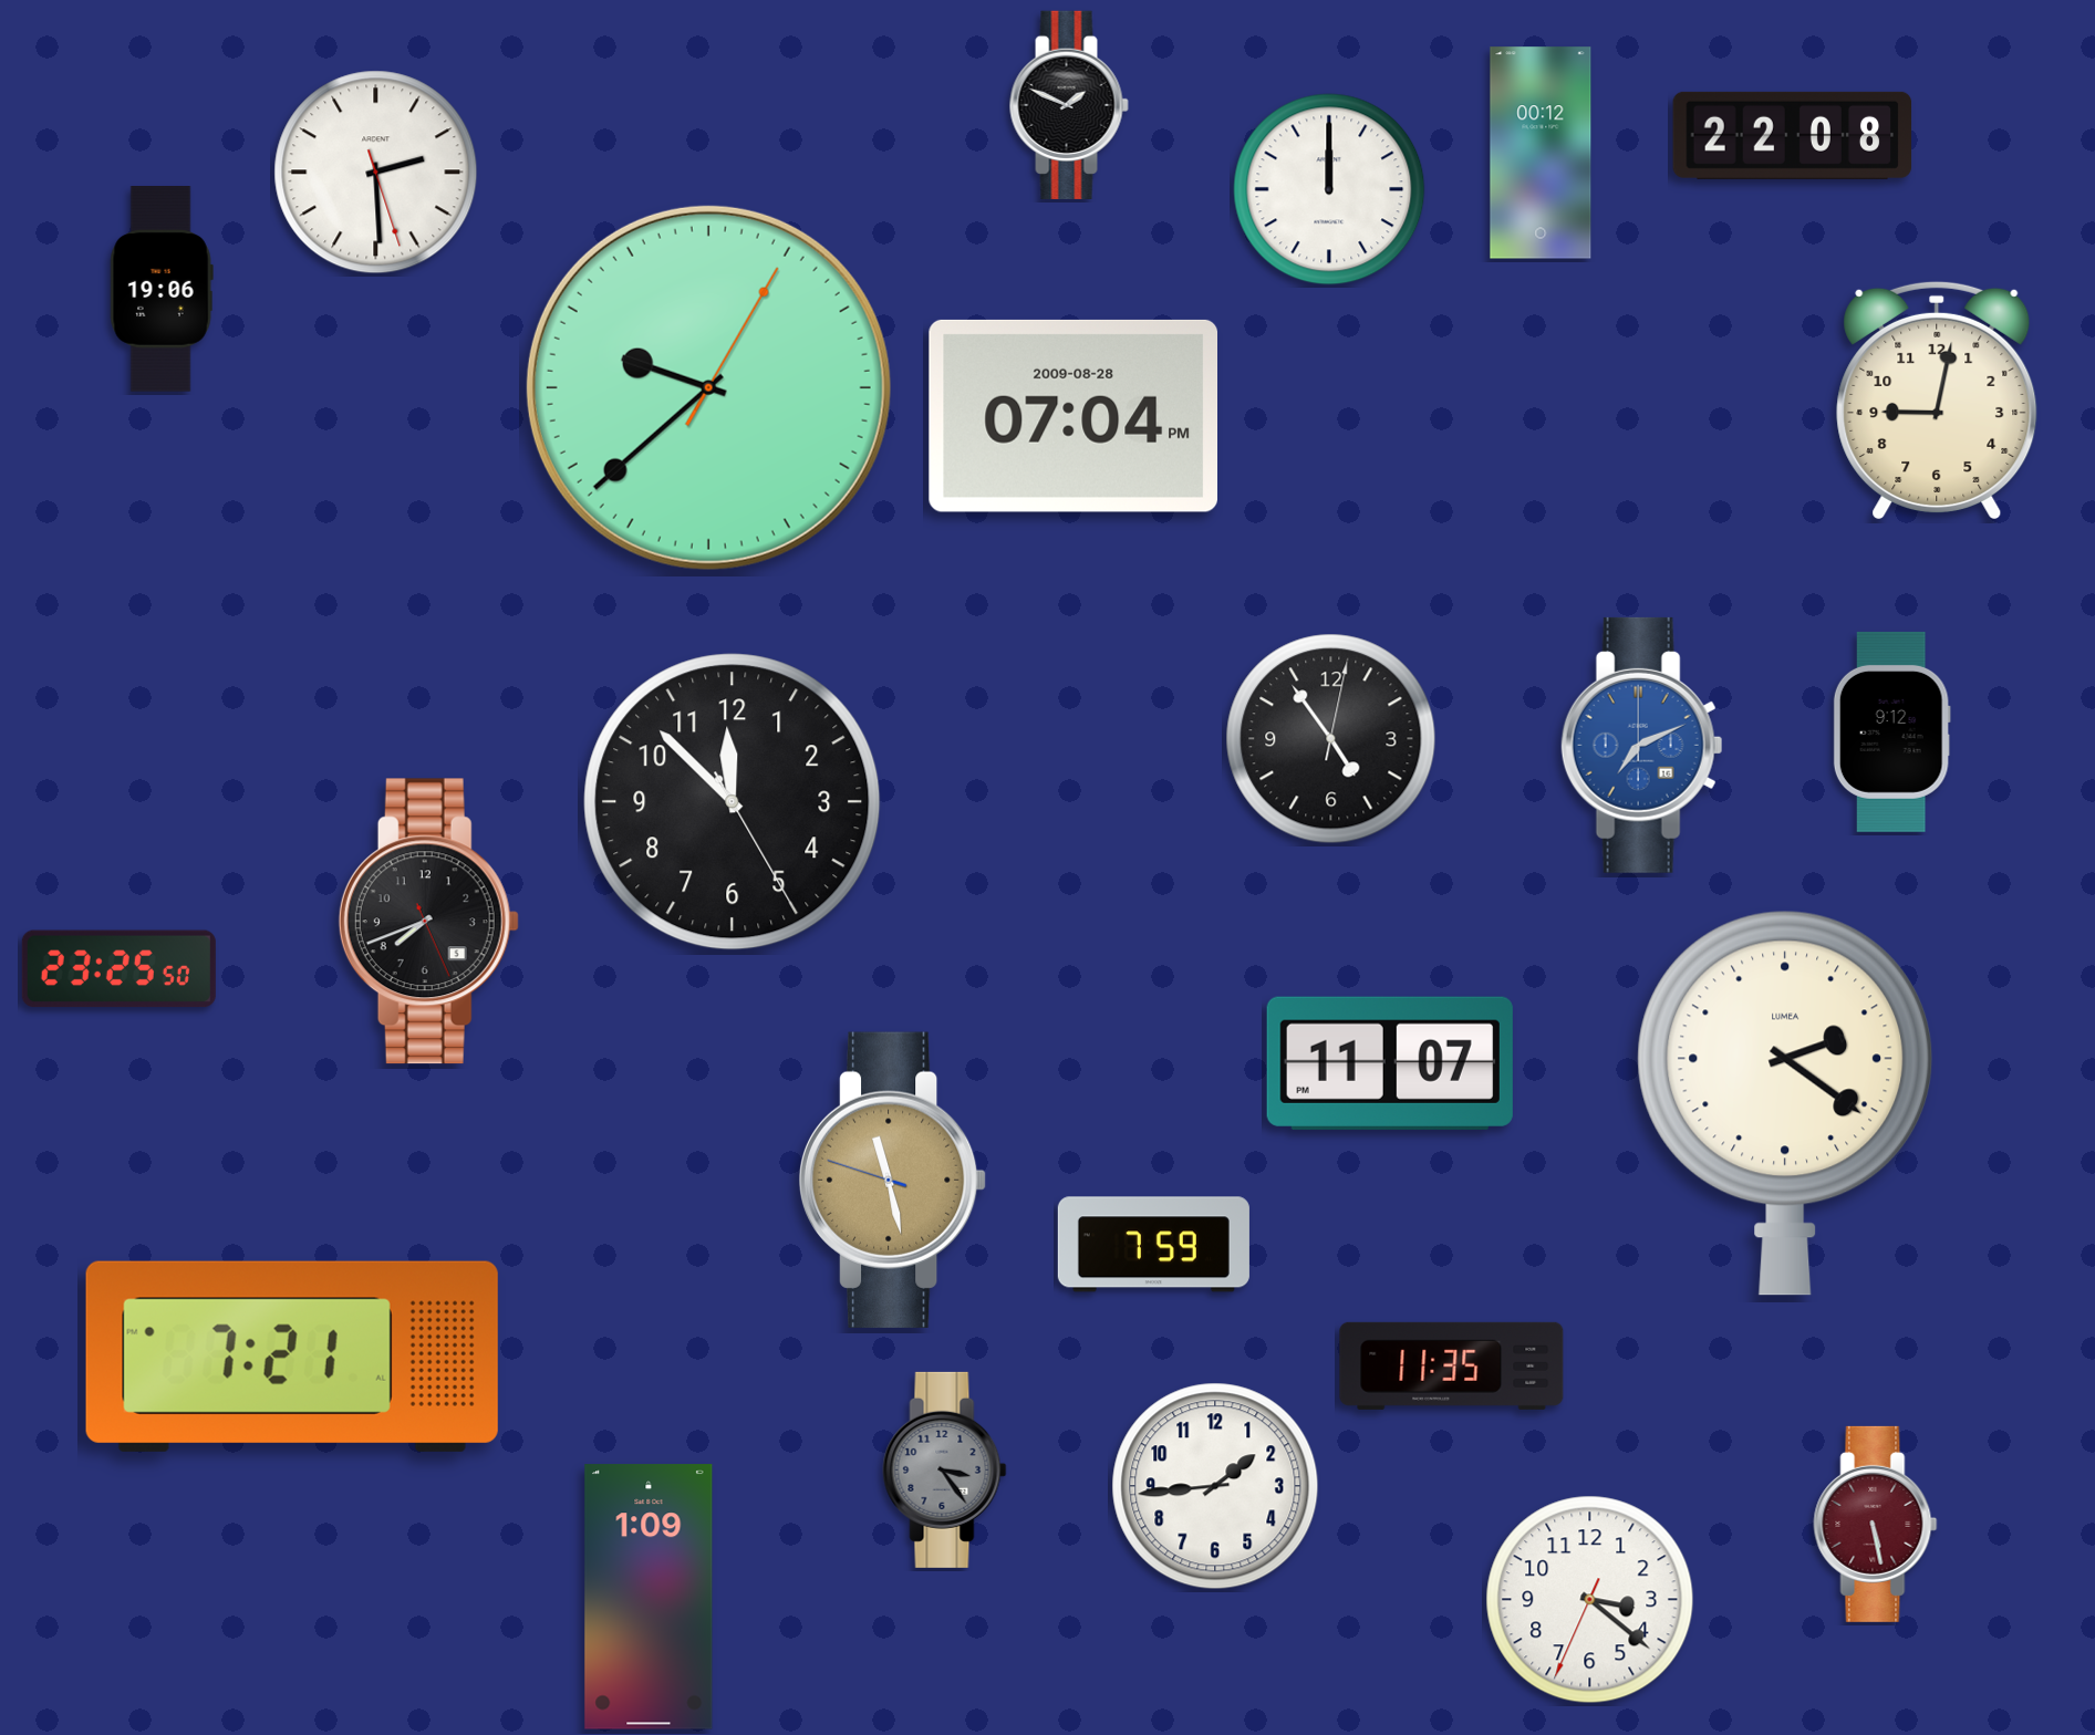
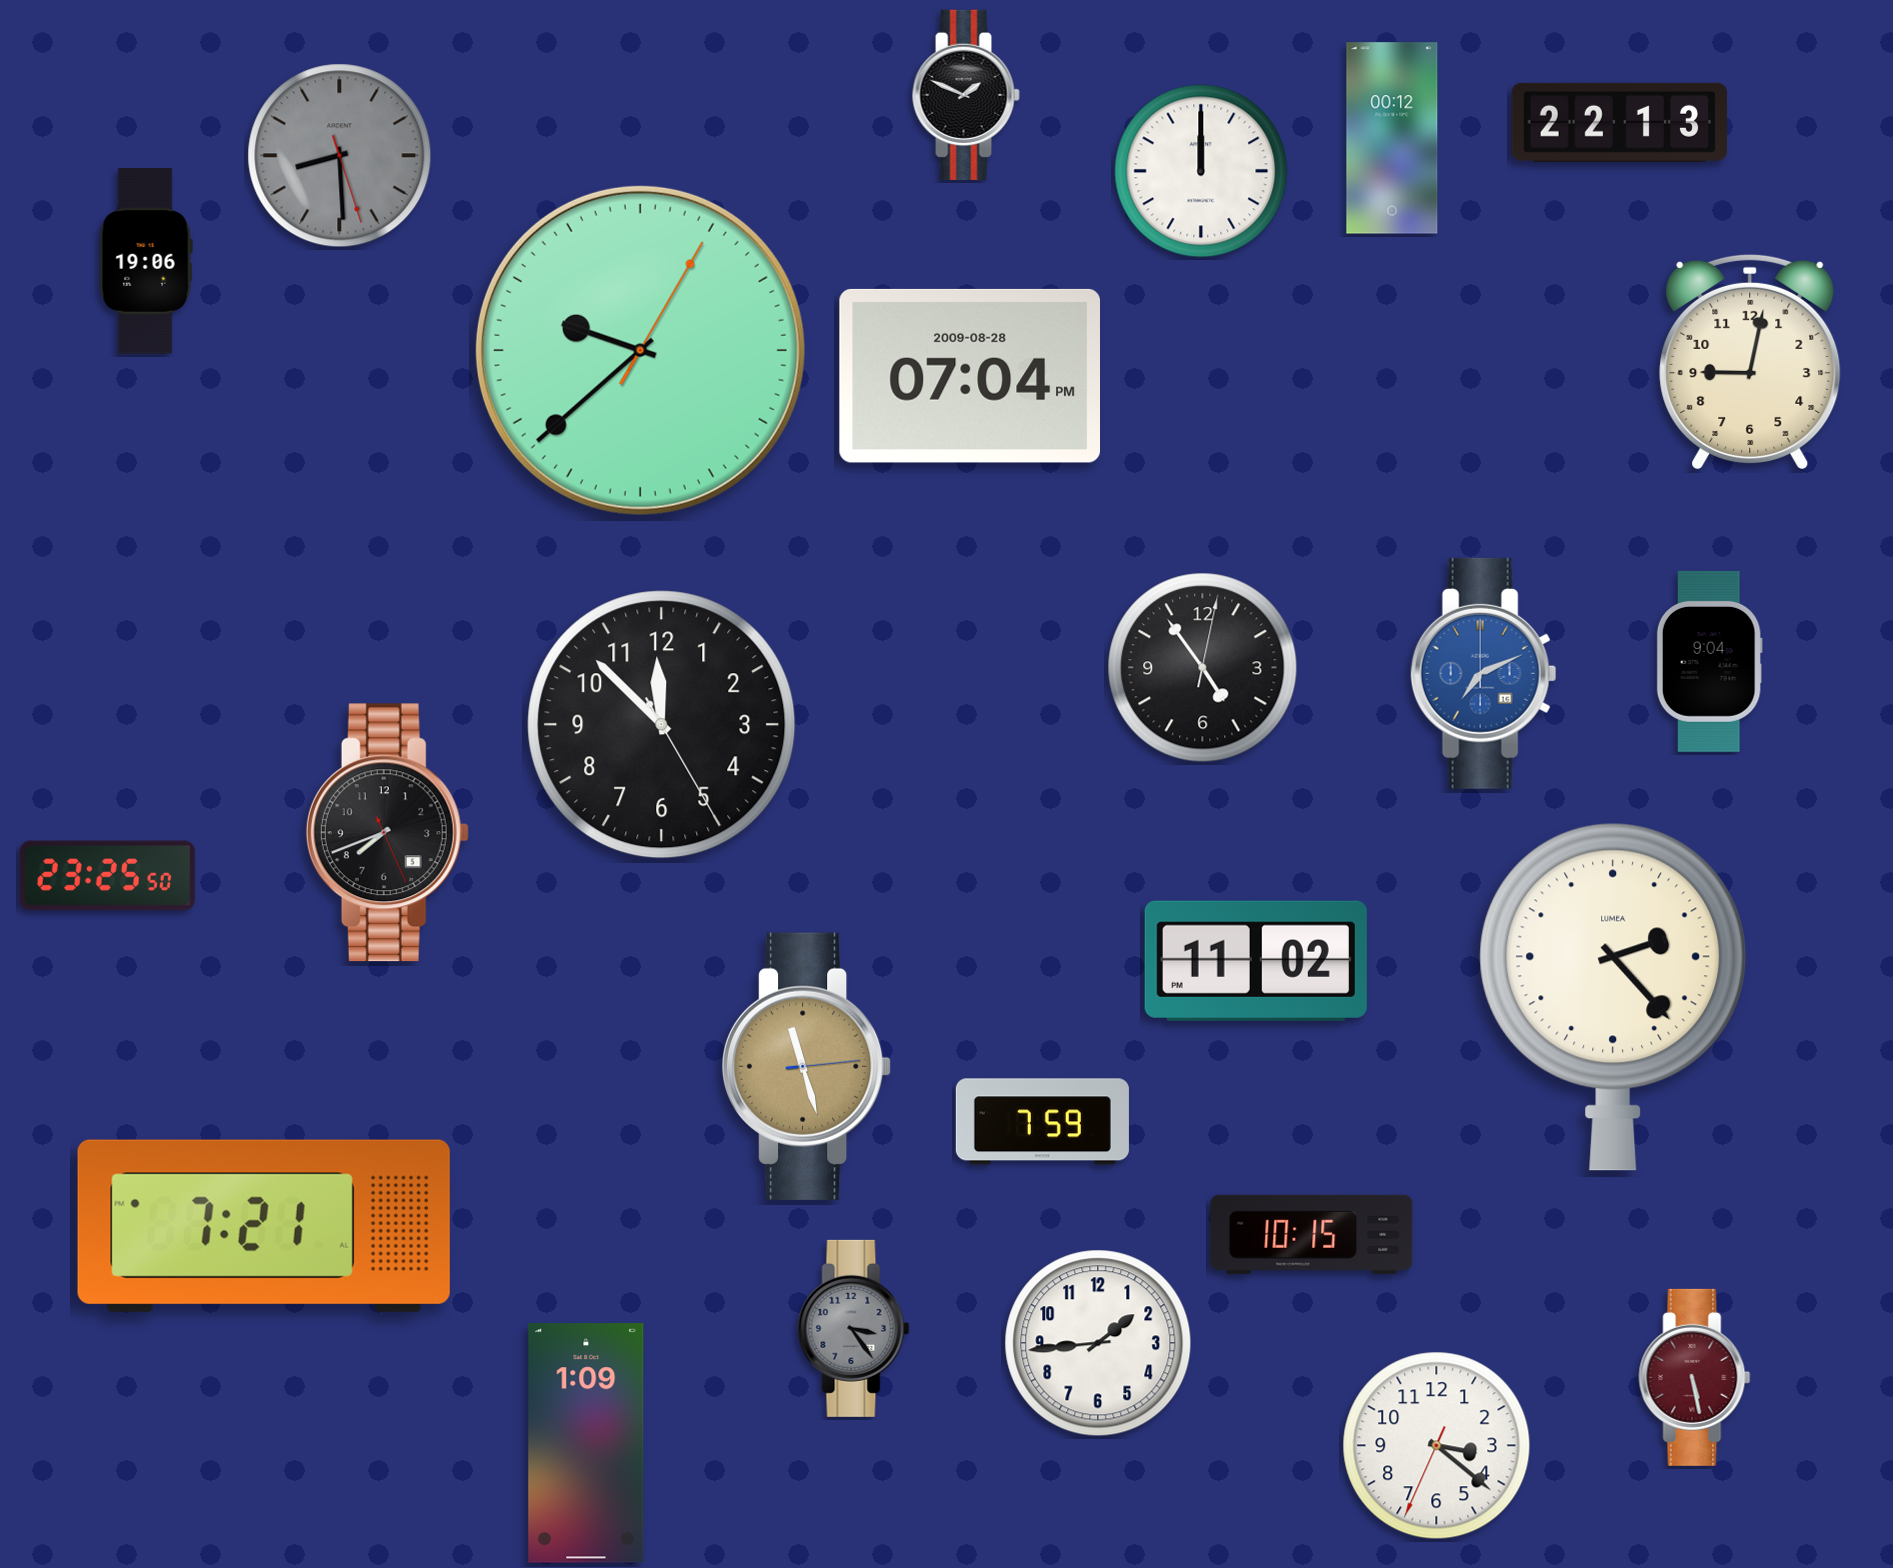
clock at (1793, 135): 22:08 -> 22:13
clock at (376, 173): 2:29 -> 8:29
clock at (376, 173) dial: white -> grey
clock at (1891, 731): 9:12 -> 9:04
clock at (1390, 1063): 11:07 -> 11:02
clock at (1785, 1103): 2:21 -> 2:23
clock at (893, 1180): 11:27:48 -> 11:27:14
clock at (1153, 1245) position: (1153, 1245) -> (1042, 1122)
clock at (1452, 1365): 11:35 -> 10:15
